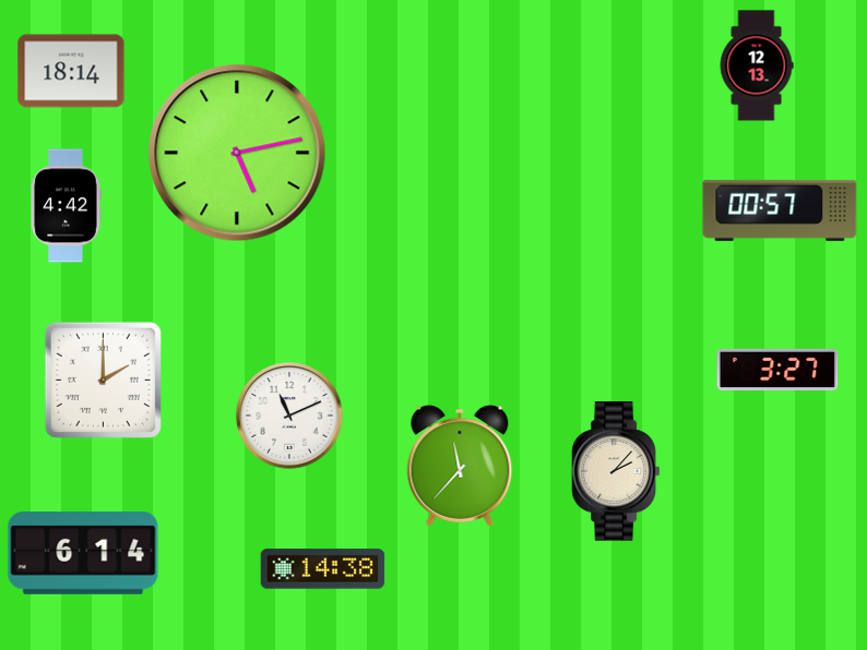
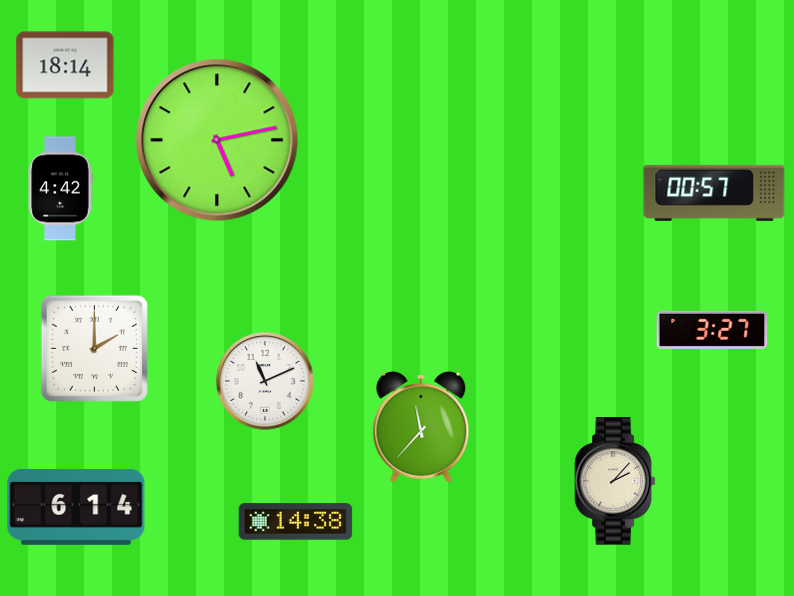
clock at (757, 65): 12:13 -> none
clock at (777, 370) position: (777, 370) -> (712, 330)
clock at (615, 471) position: (615, 471) -> (614, 481)
